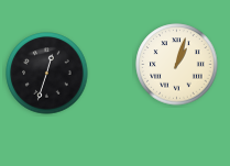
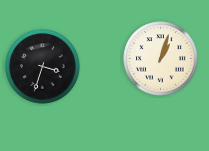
clock at (47, 74): 12:33 -> 3:33
